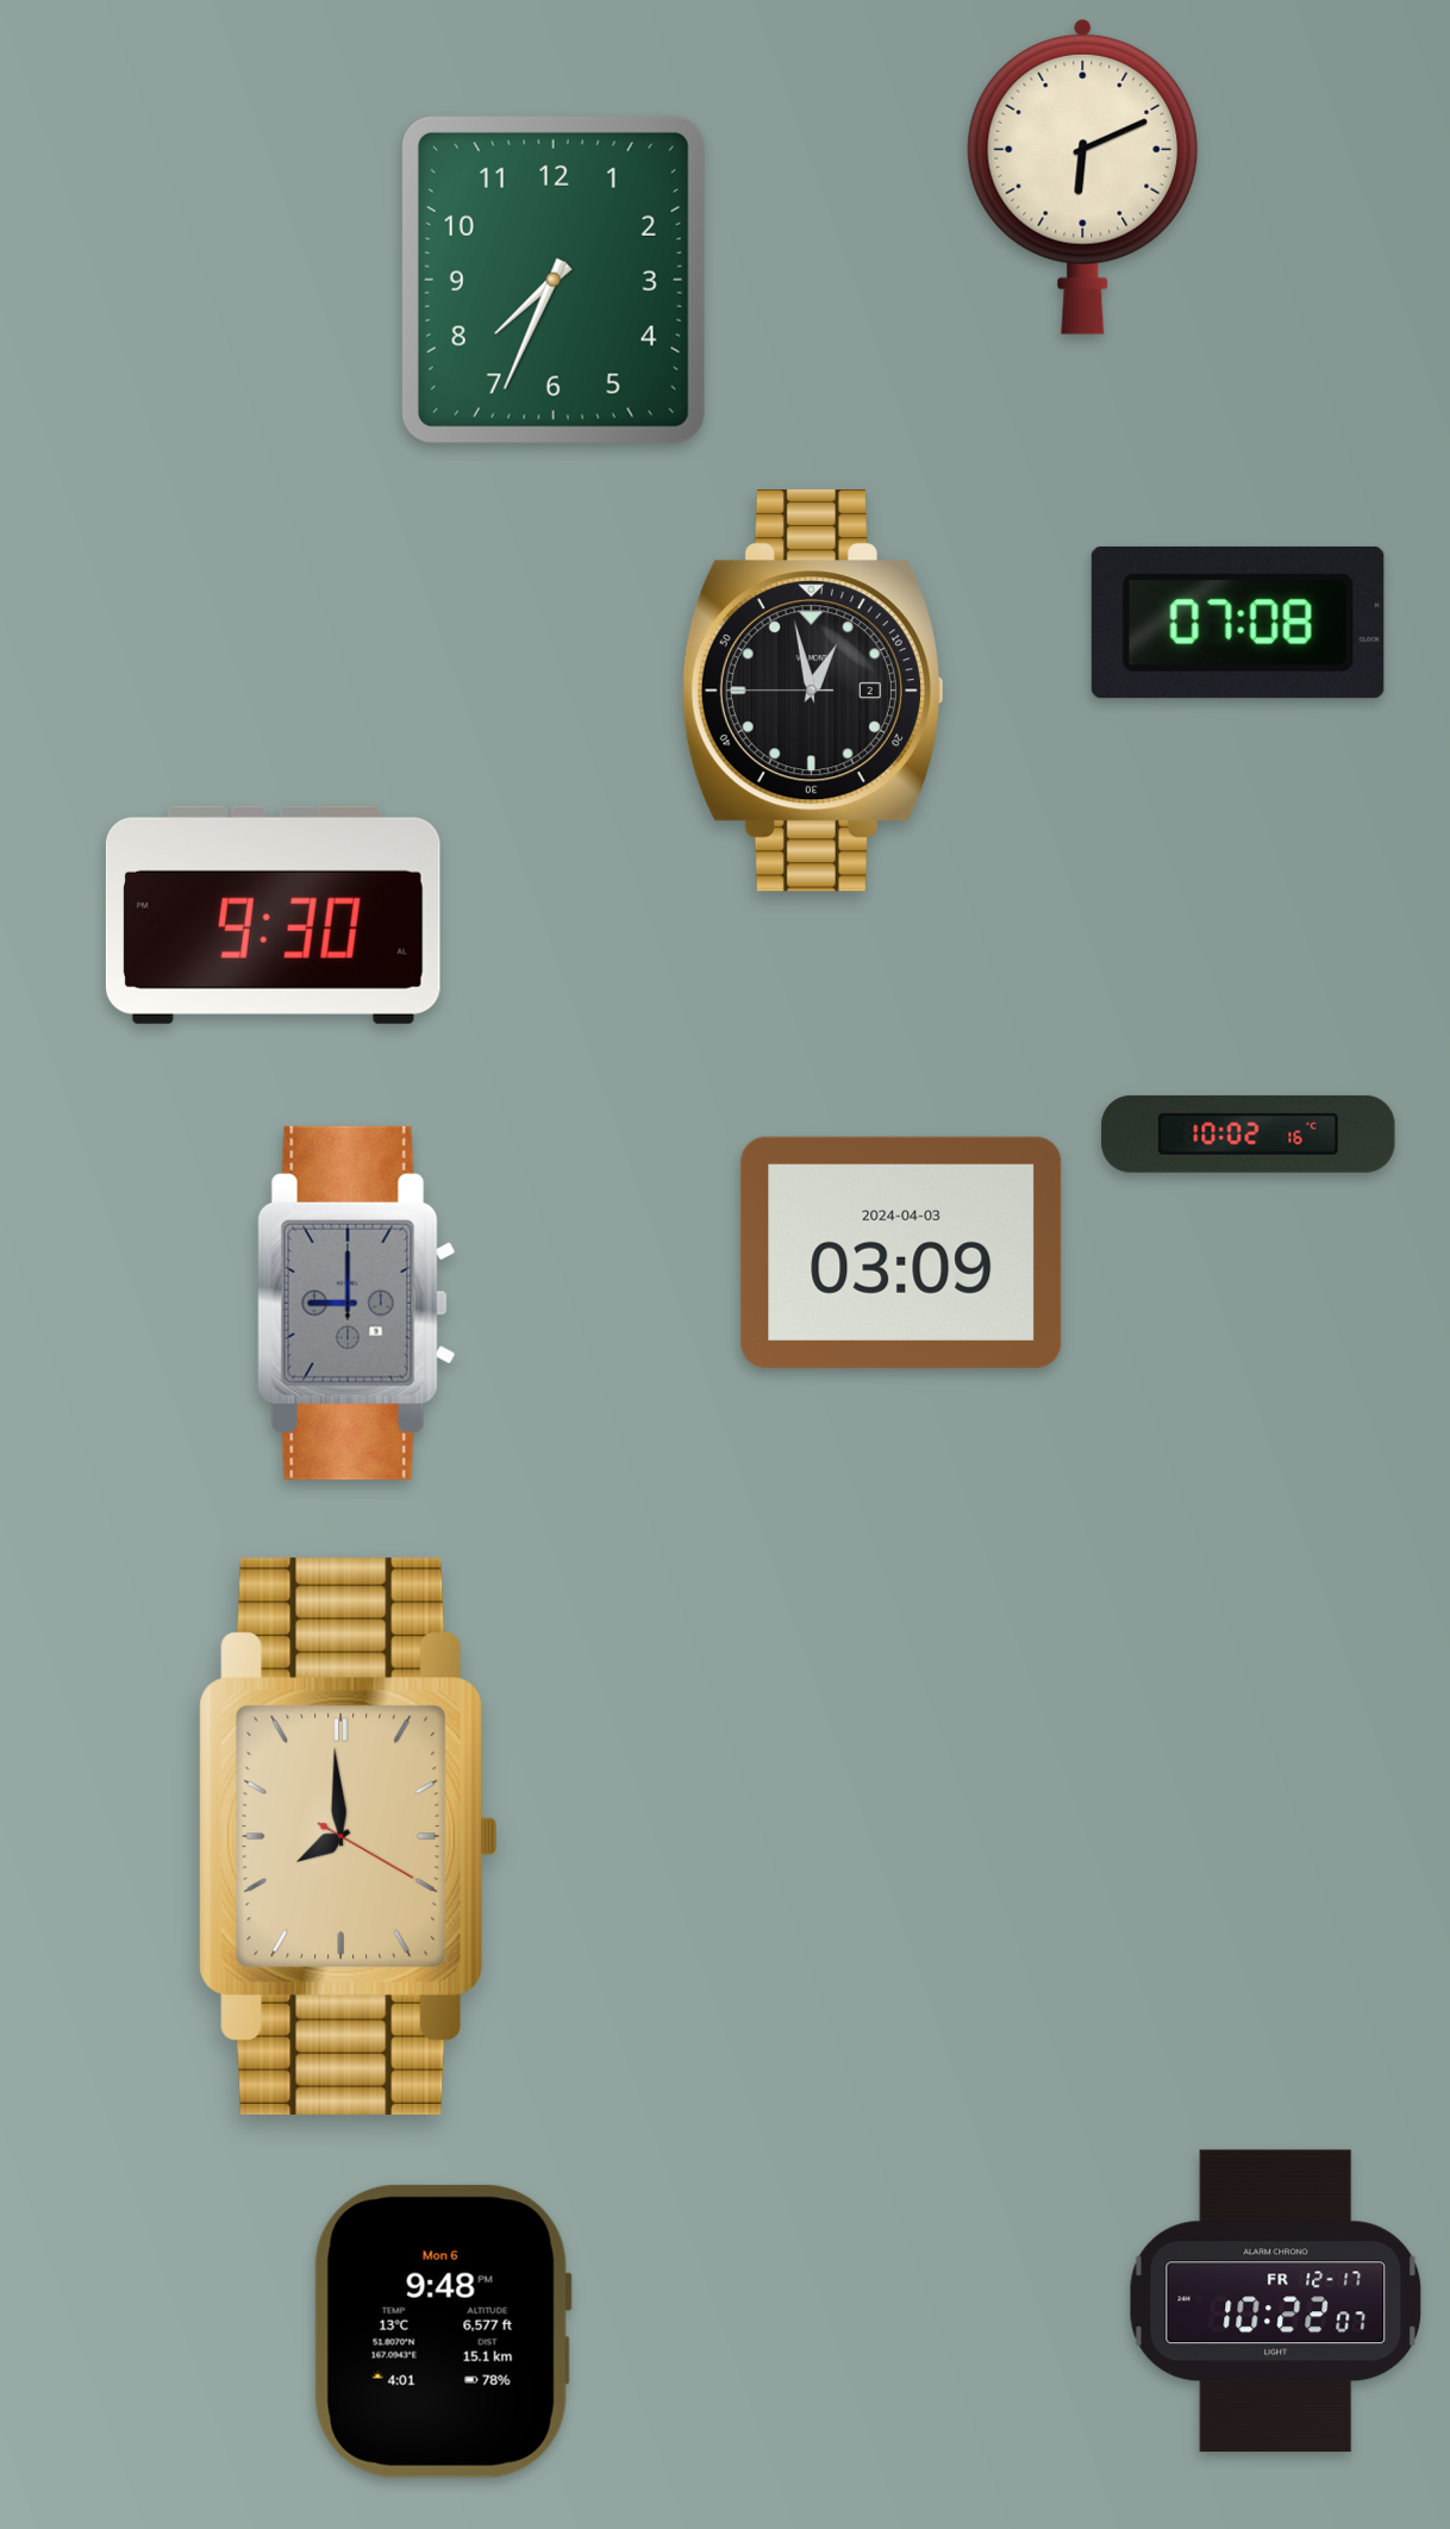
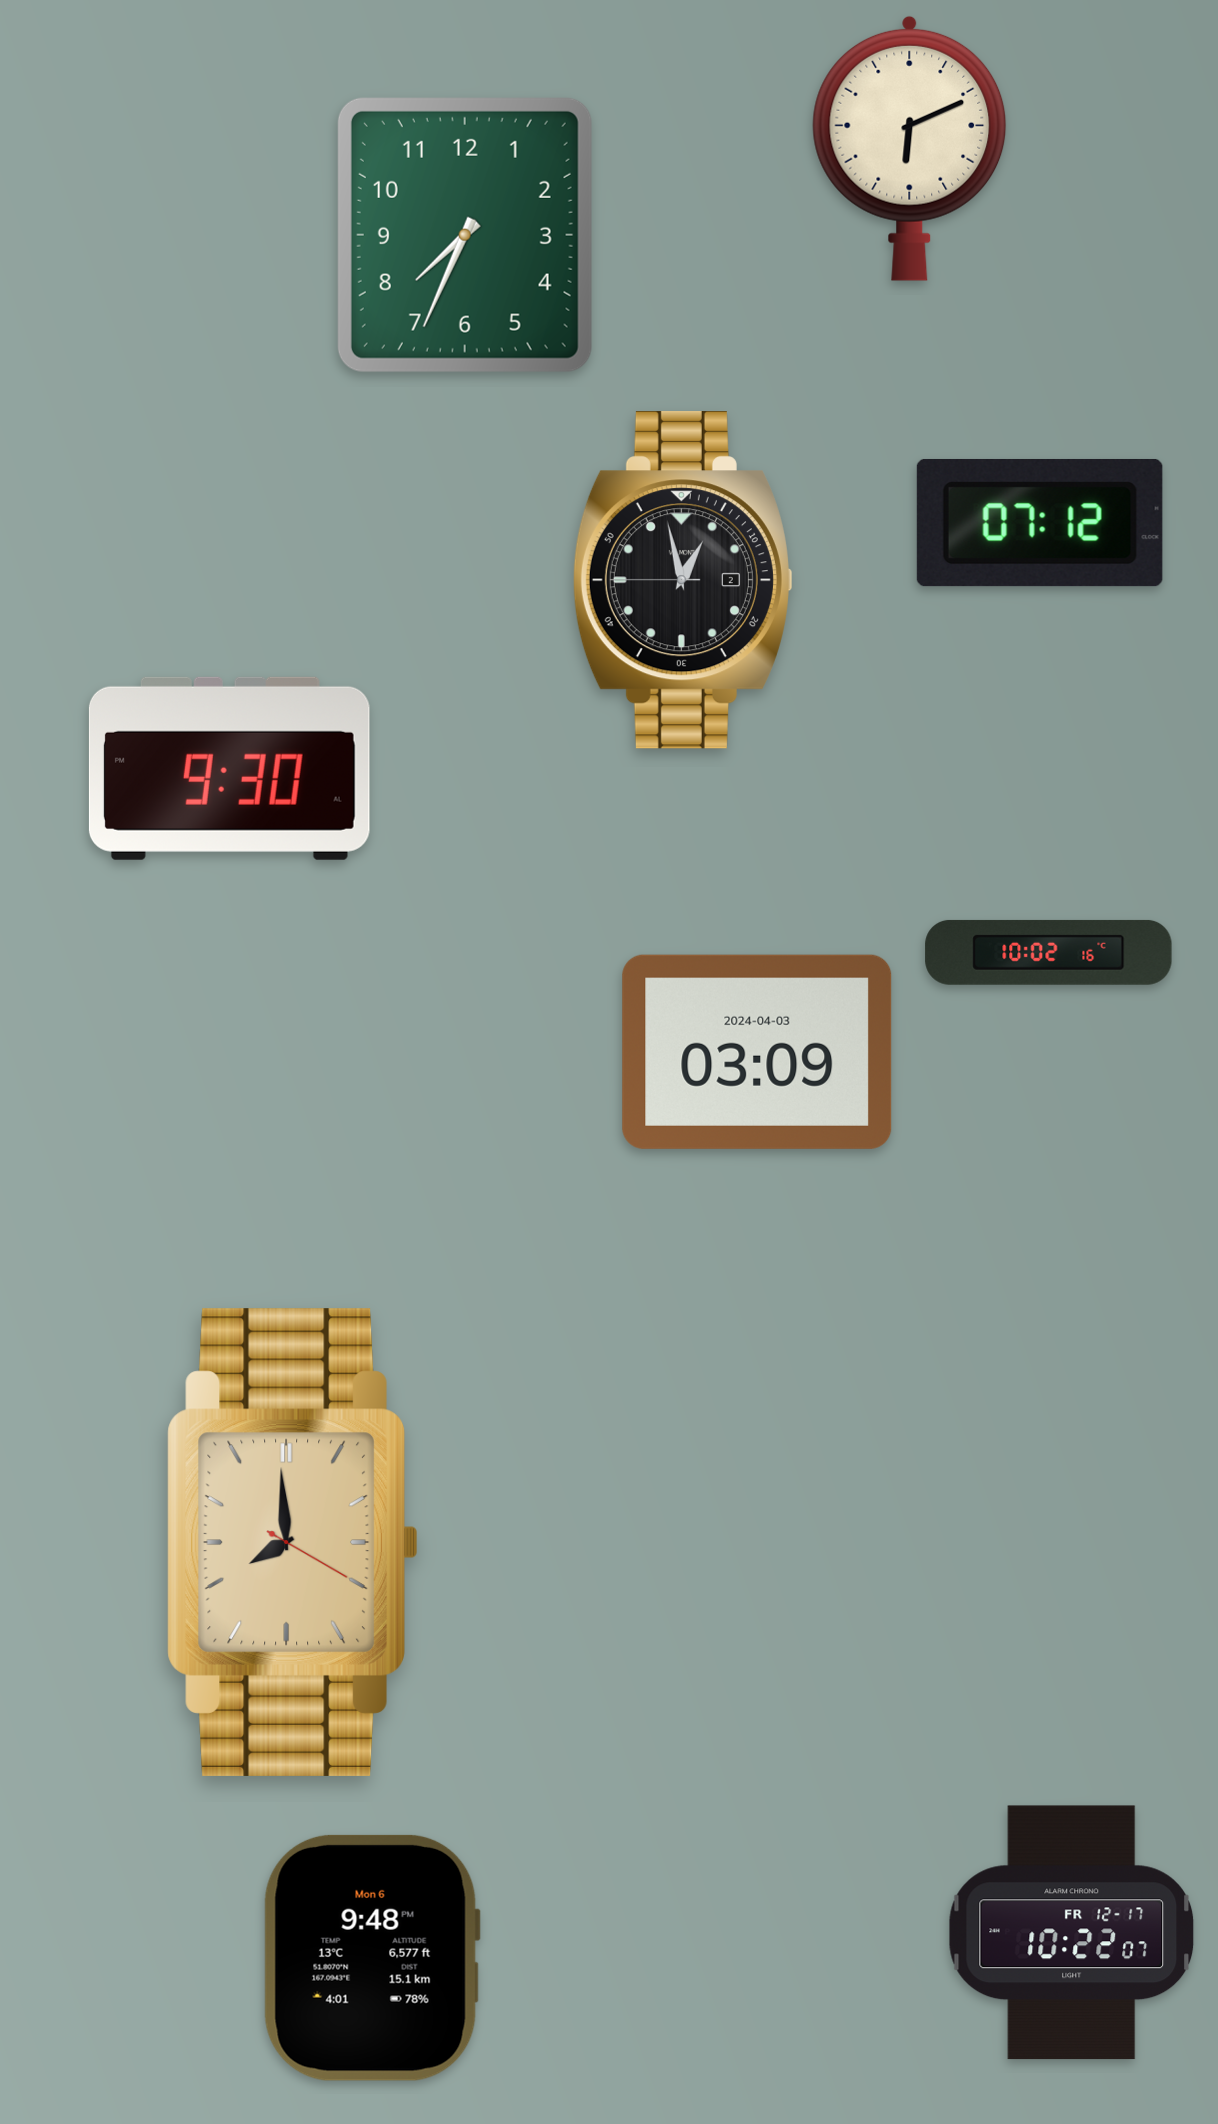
clock at (1238, 623): 07:08 -> 07:12
clock at (357, 1303): 9:00 -> none
